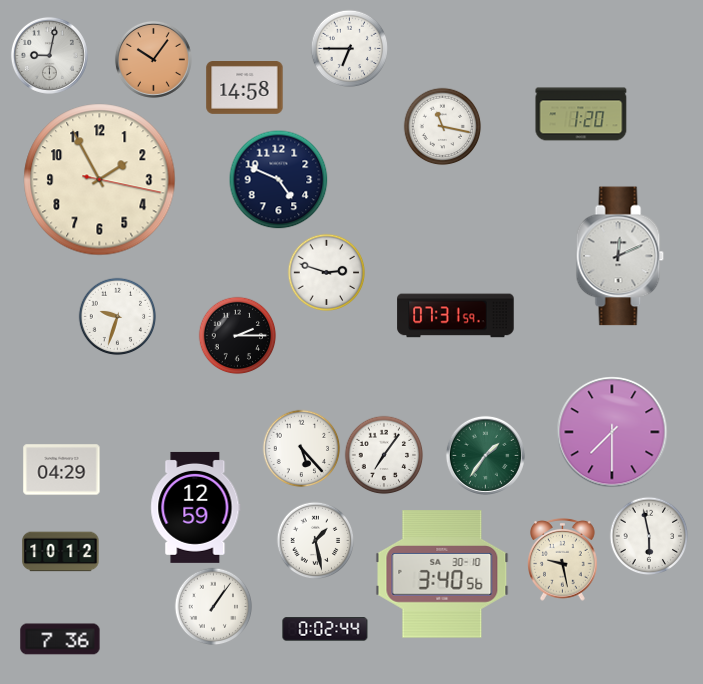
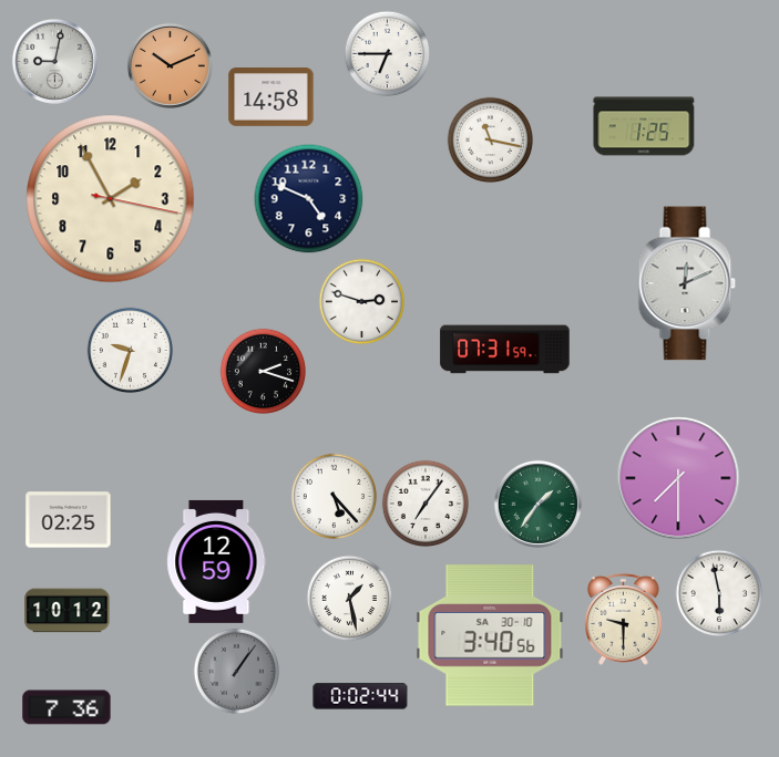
clock at (153, 59): 10:06 -> 10:11
clock at (581, 114): 1:20 -> 1:25
clock at (237, 335): 2:15 -> 2:18
clock at (62, 470): 04:29 -> 02:25
clock at (563, 559): 9:28 -> 9:30
clock at (213, 606) dial: white -> grey
